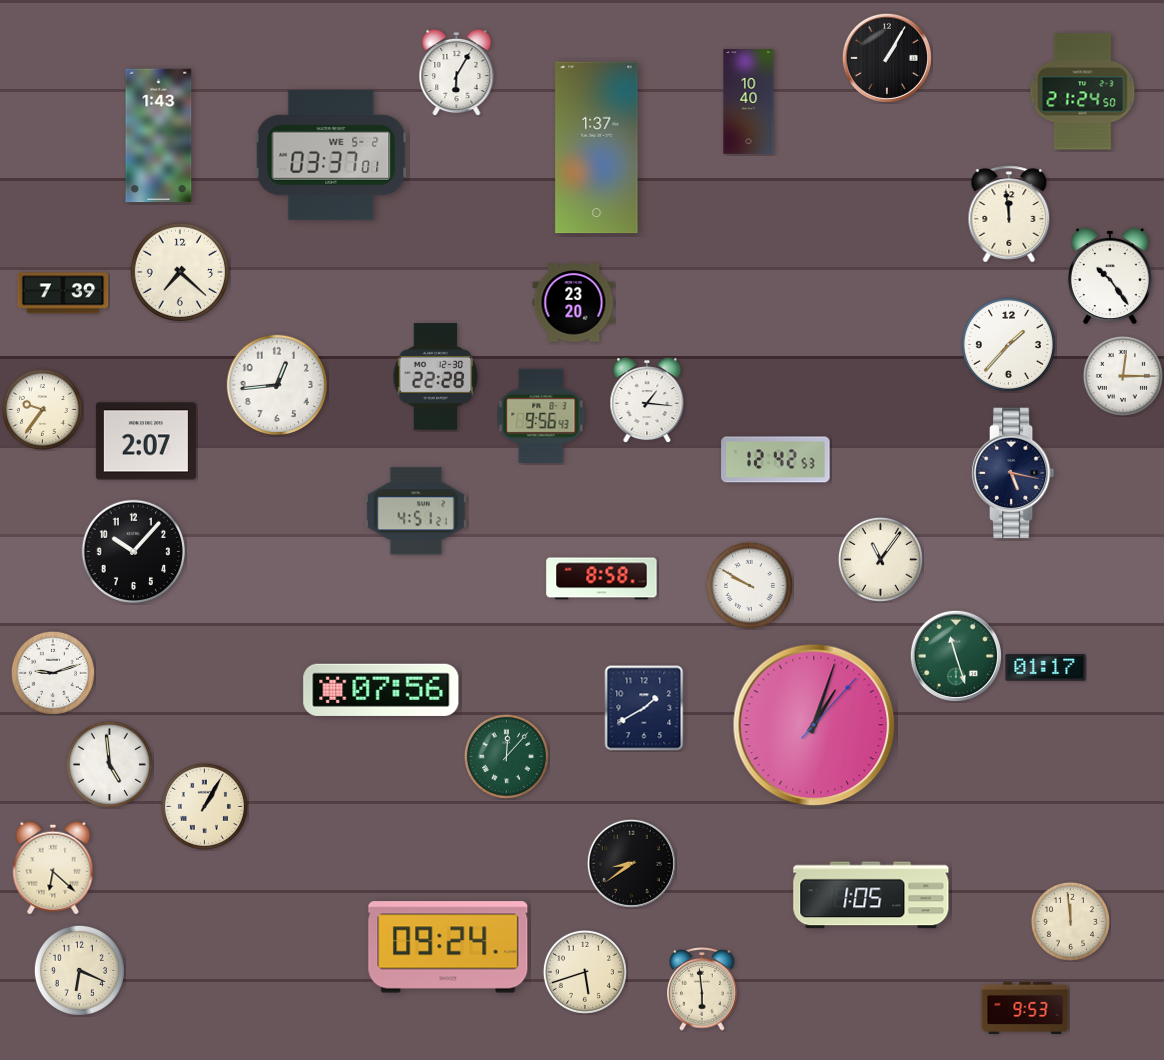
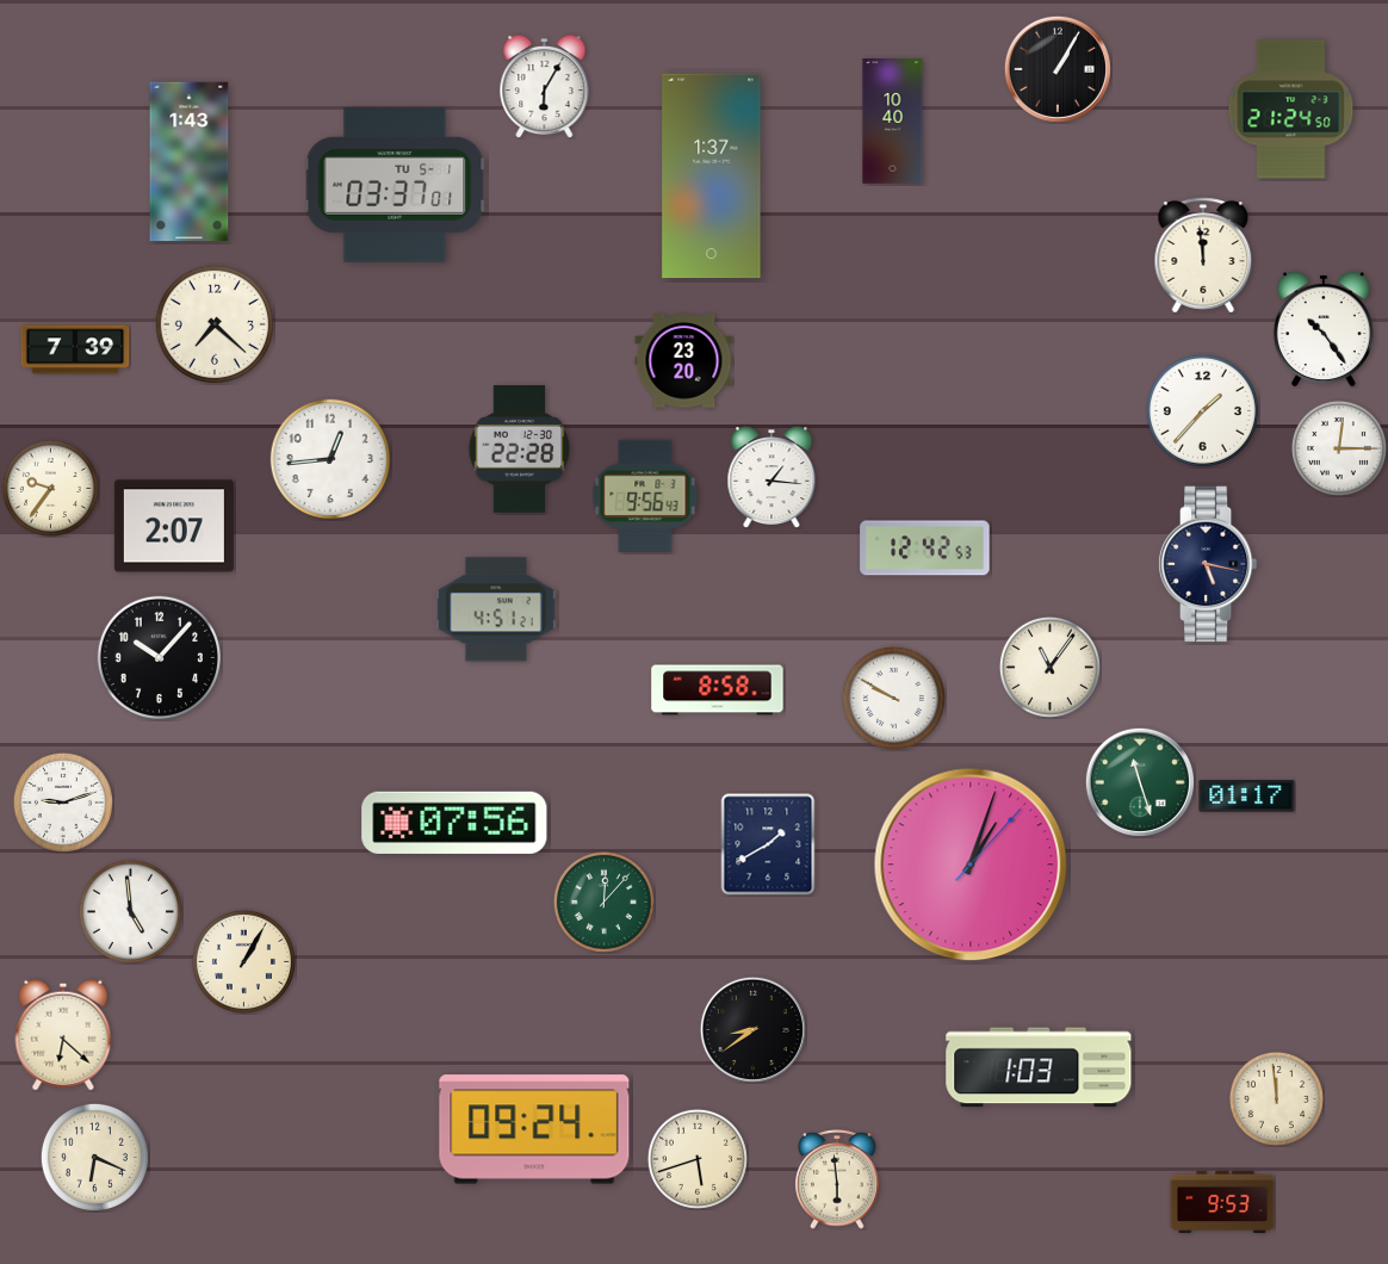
clock at (331, 155) date: WE 5-2 -> TU 5-1
clock at (871, 895): 1:05 -> 1:03
